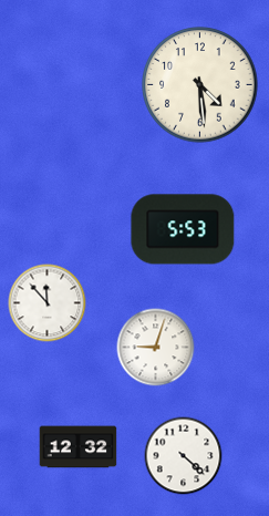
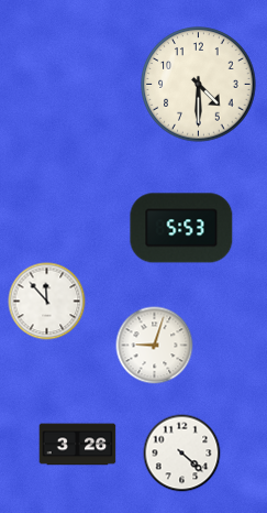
clock at (200, 85): 4:29 -> 4:30
clock at (79, 447): 12:32 -> 3:26
